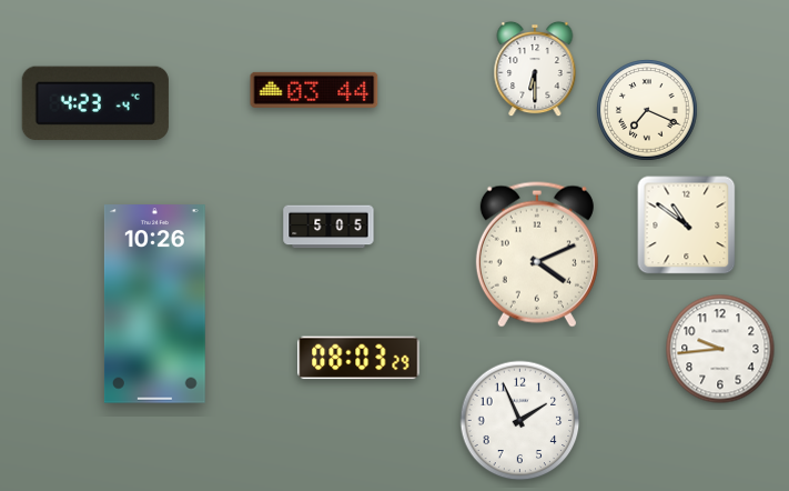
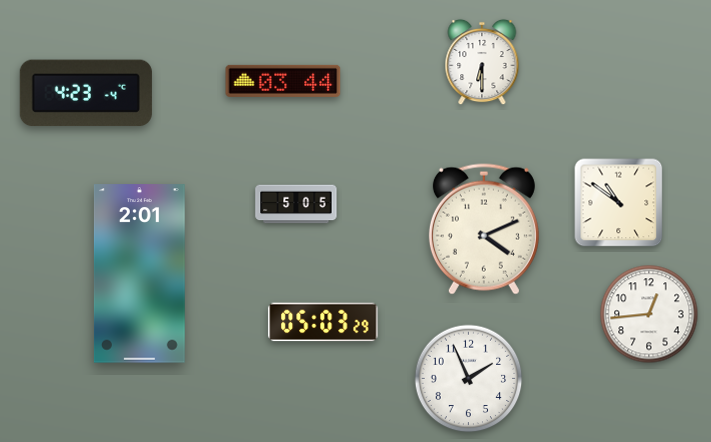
clock at (647, 110): 7:19 -> none
clock at (154, 304): 10:26 -> 2:01
clock at (720, 349): 9:44 -> 12:44
clock at (358, 358): 08:03 -> 05:03
